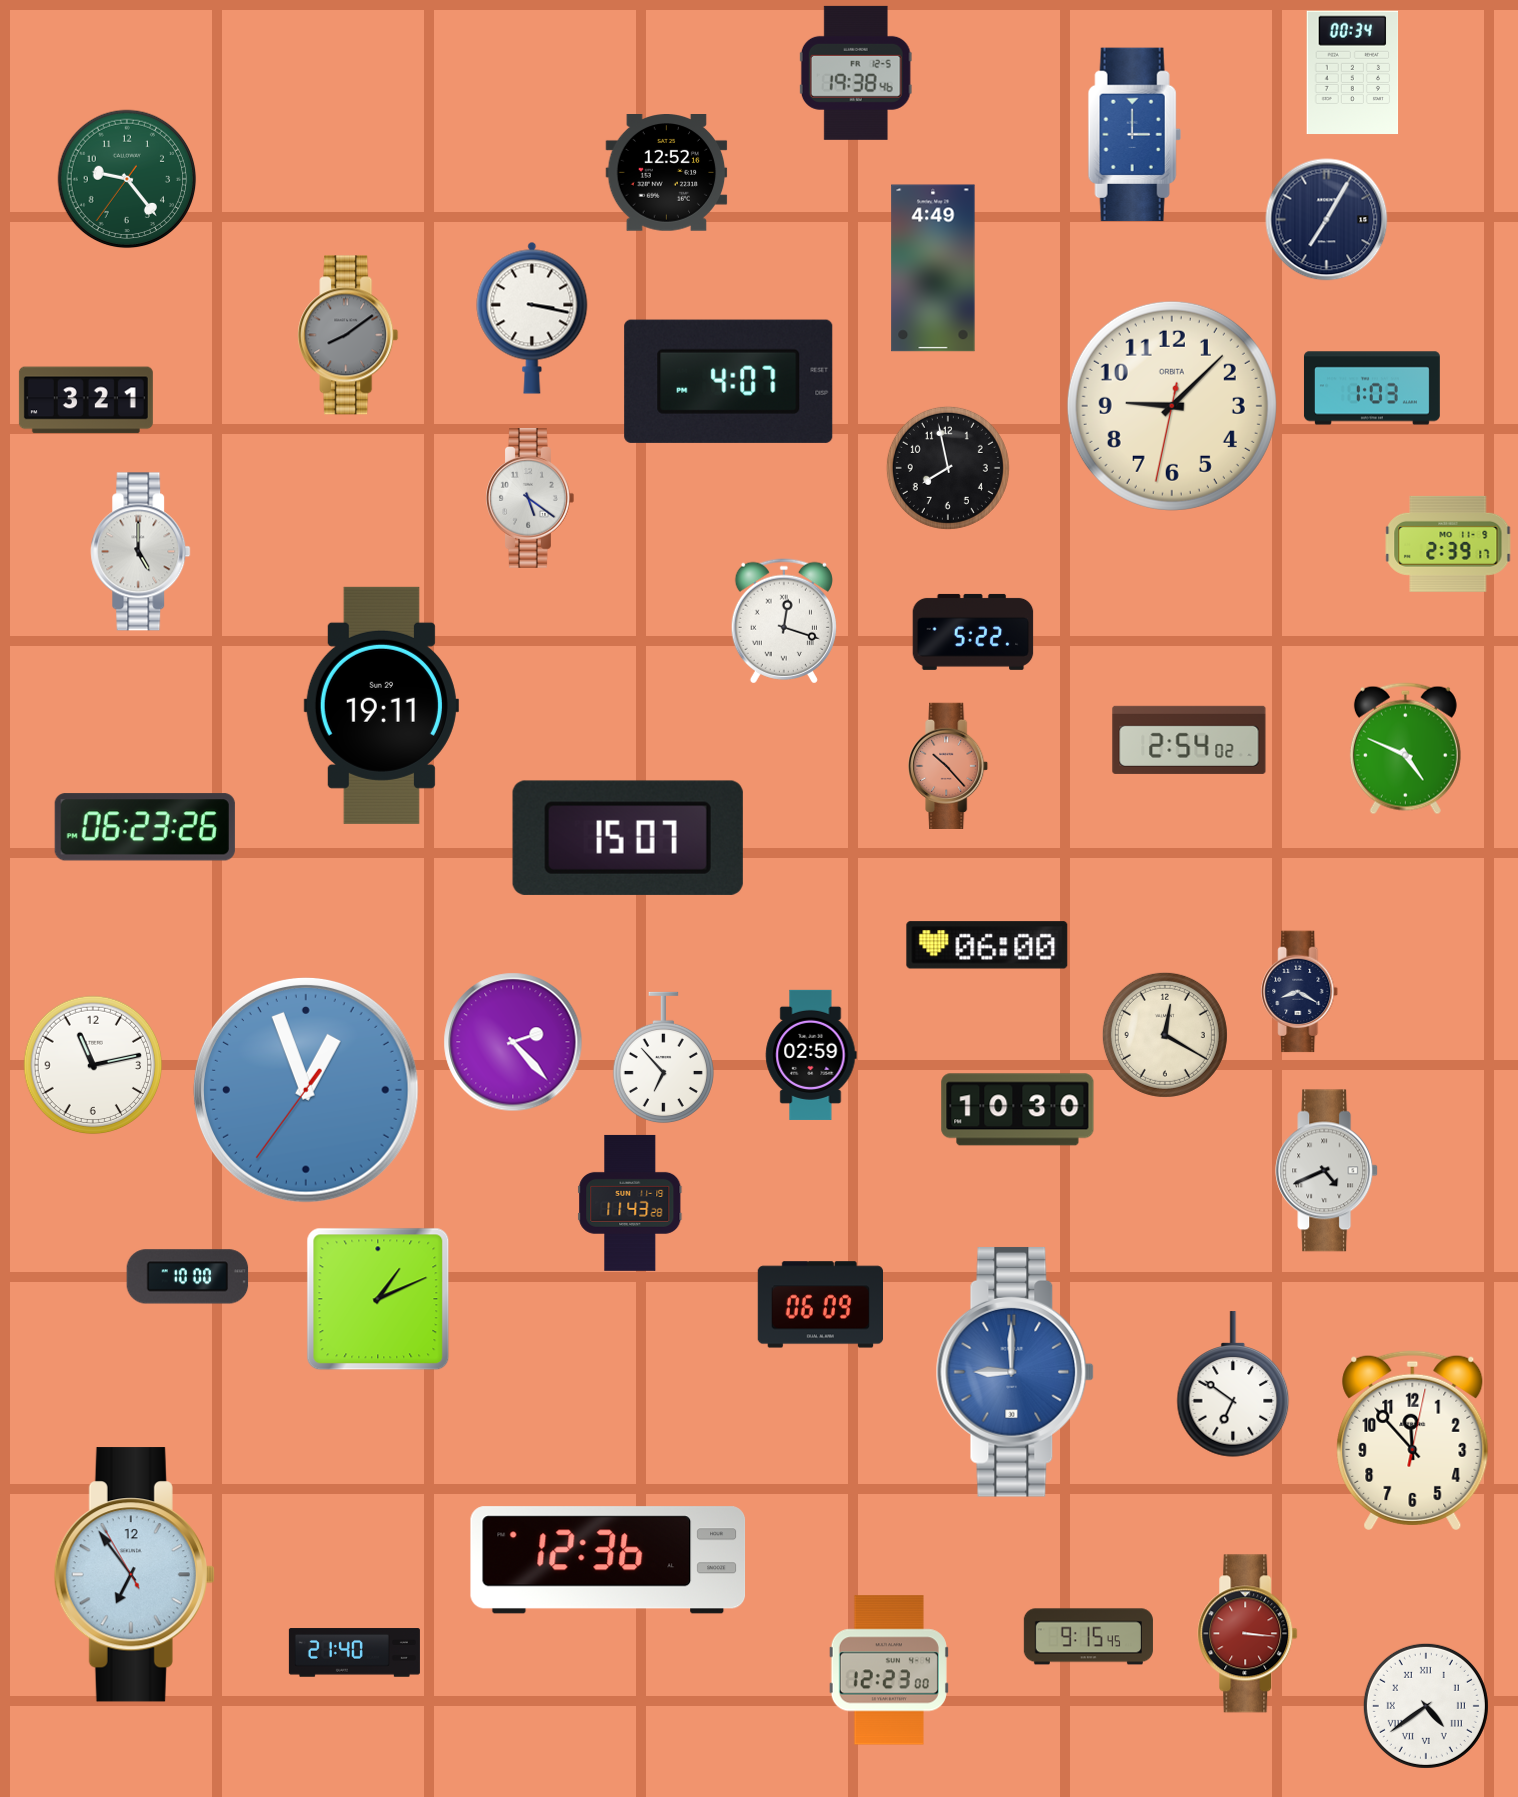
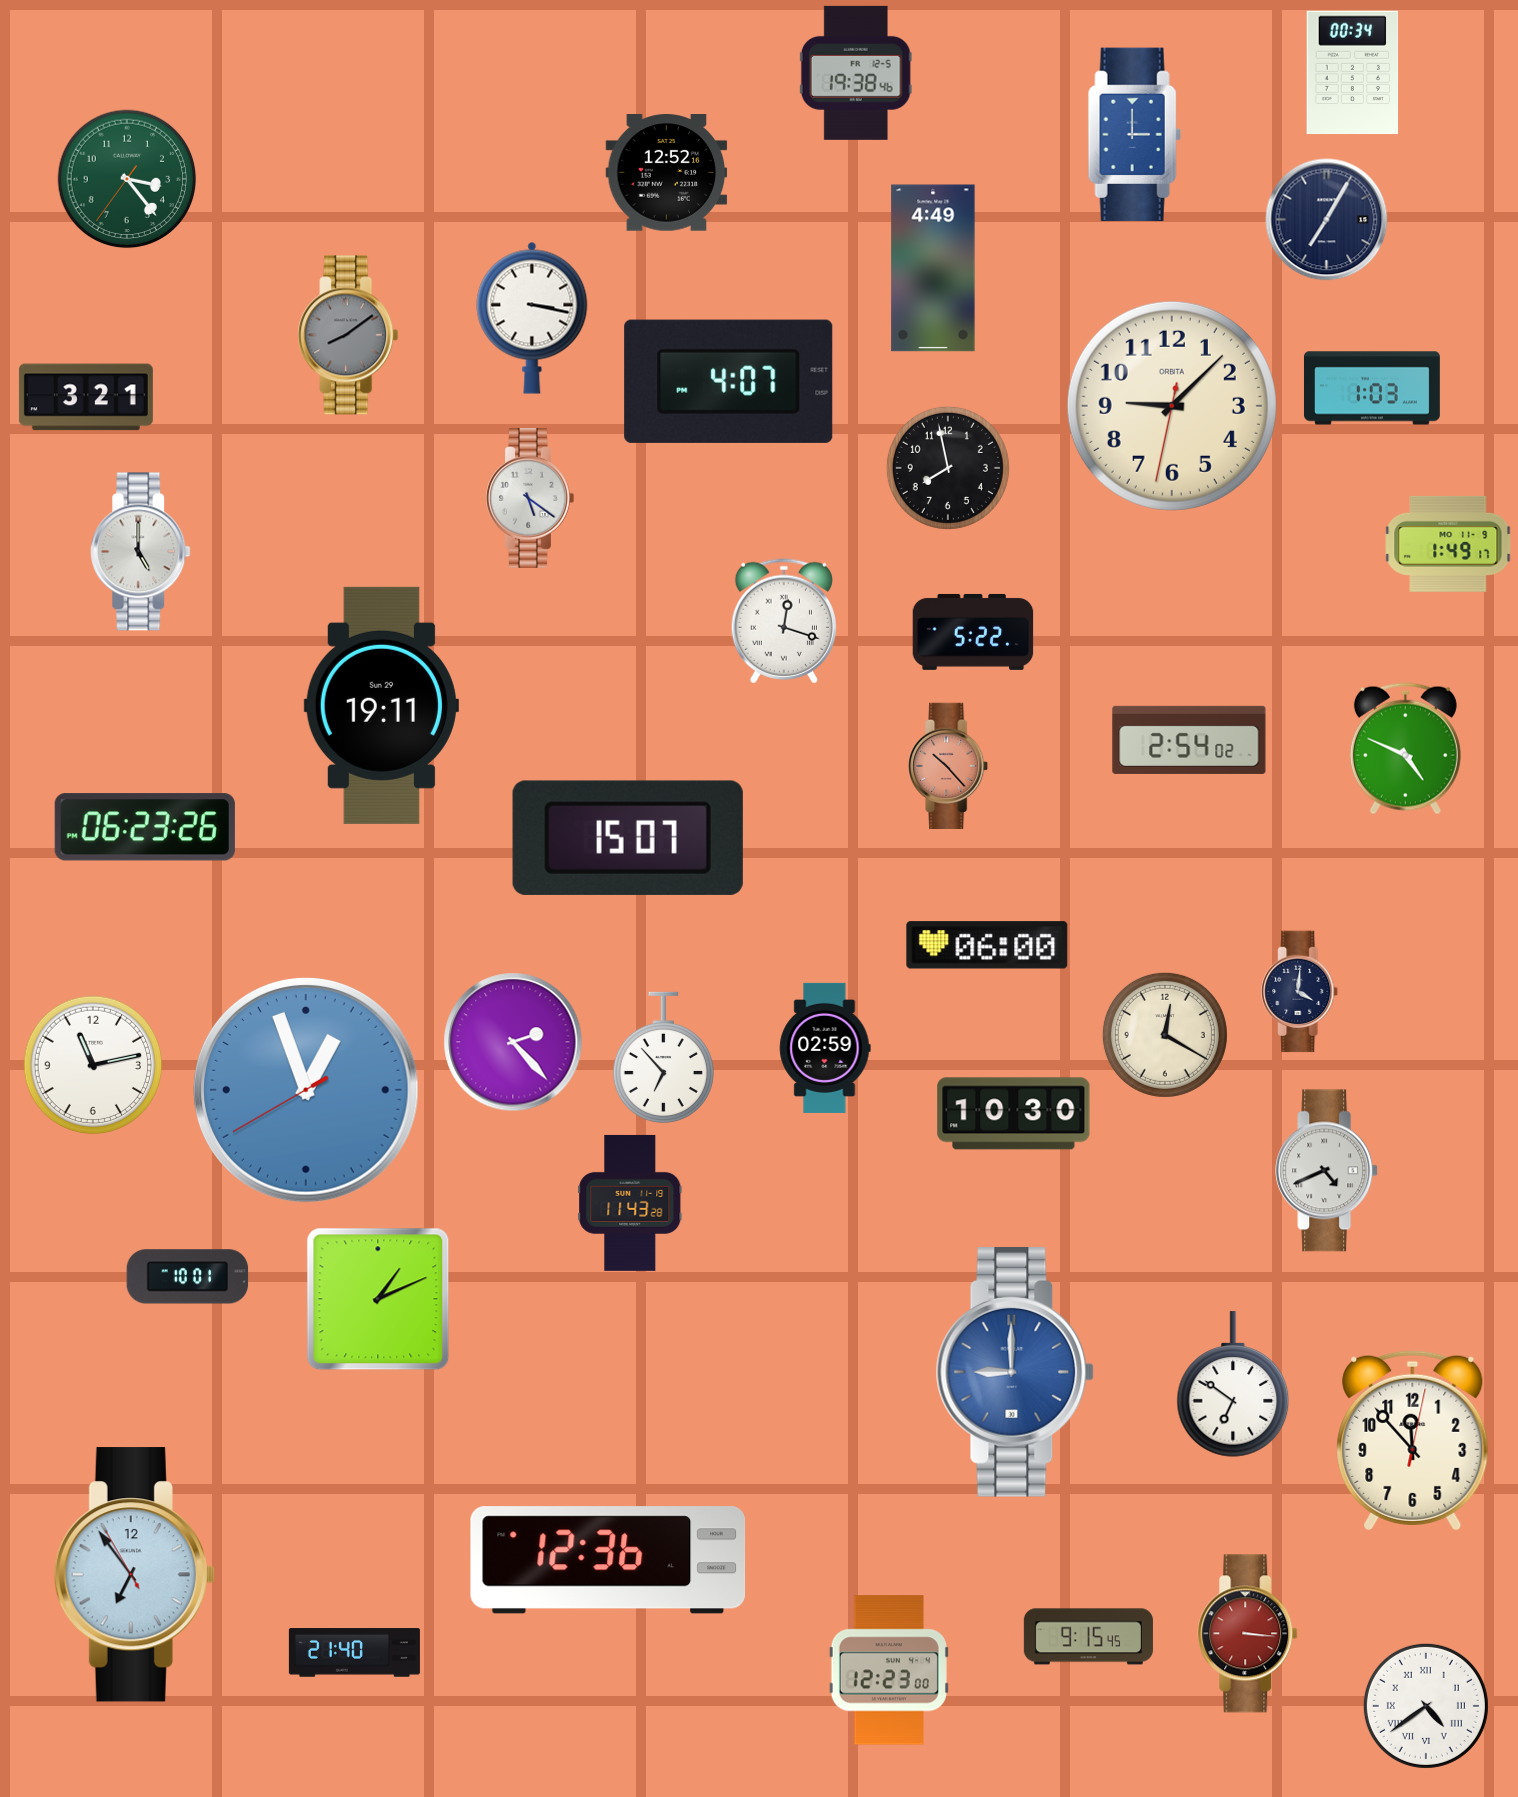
clock at (127, 179): 9:23 -> 3:23
clock at (86, 400) position: (86, 400) -> (86, 397)
clock at (1448, 544): 2:39 -> 1:49
clock at (1300, 992): 8:20 -> 4:01
clock at (811, 1055) position: (811, 1055) -> (825, 1048)
clock at (306, 1090): 12:56:36 -> 12:56:40
clock at (1018, 1110) position: (1018, 1110) -> (1014, 1114)
clock at (188, 1277): 10:00 -> 10:01
clock at (820, 1305): 06:09 -> none
